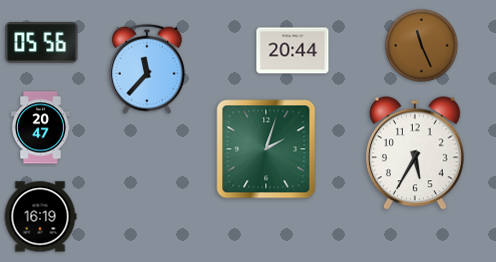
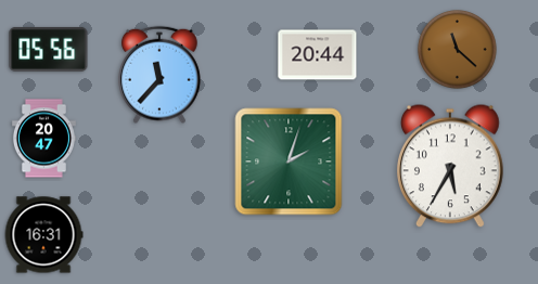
clock at (42, 42) position: (42, 42) -> (49, 49)
clock at (422, 46): 11:26 -> 11:22
clock at (40, 217): 16:19 -> 16:31
